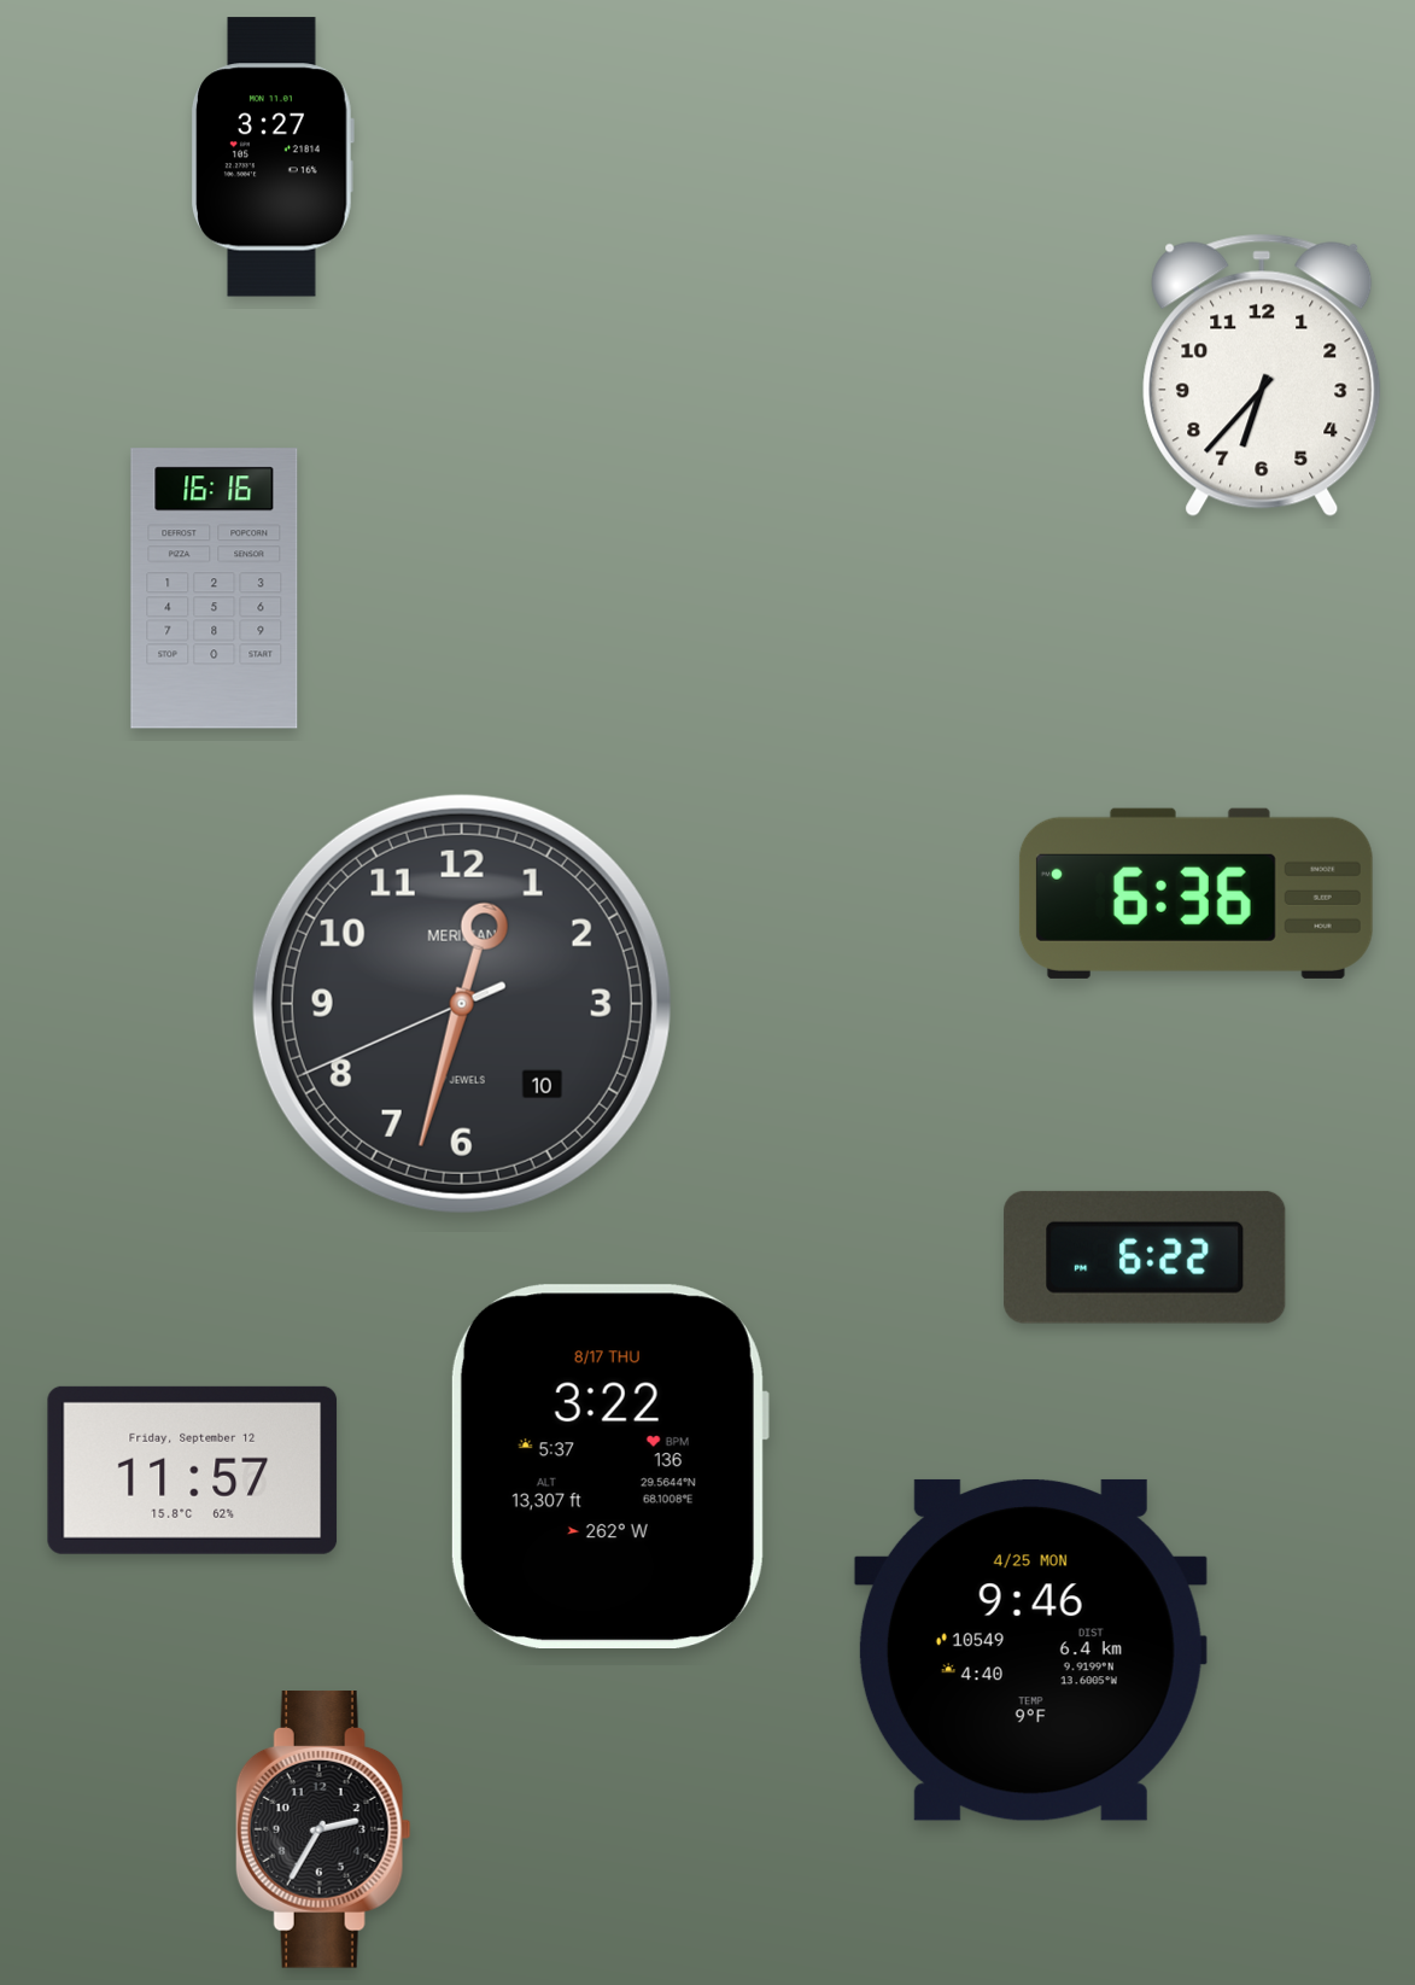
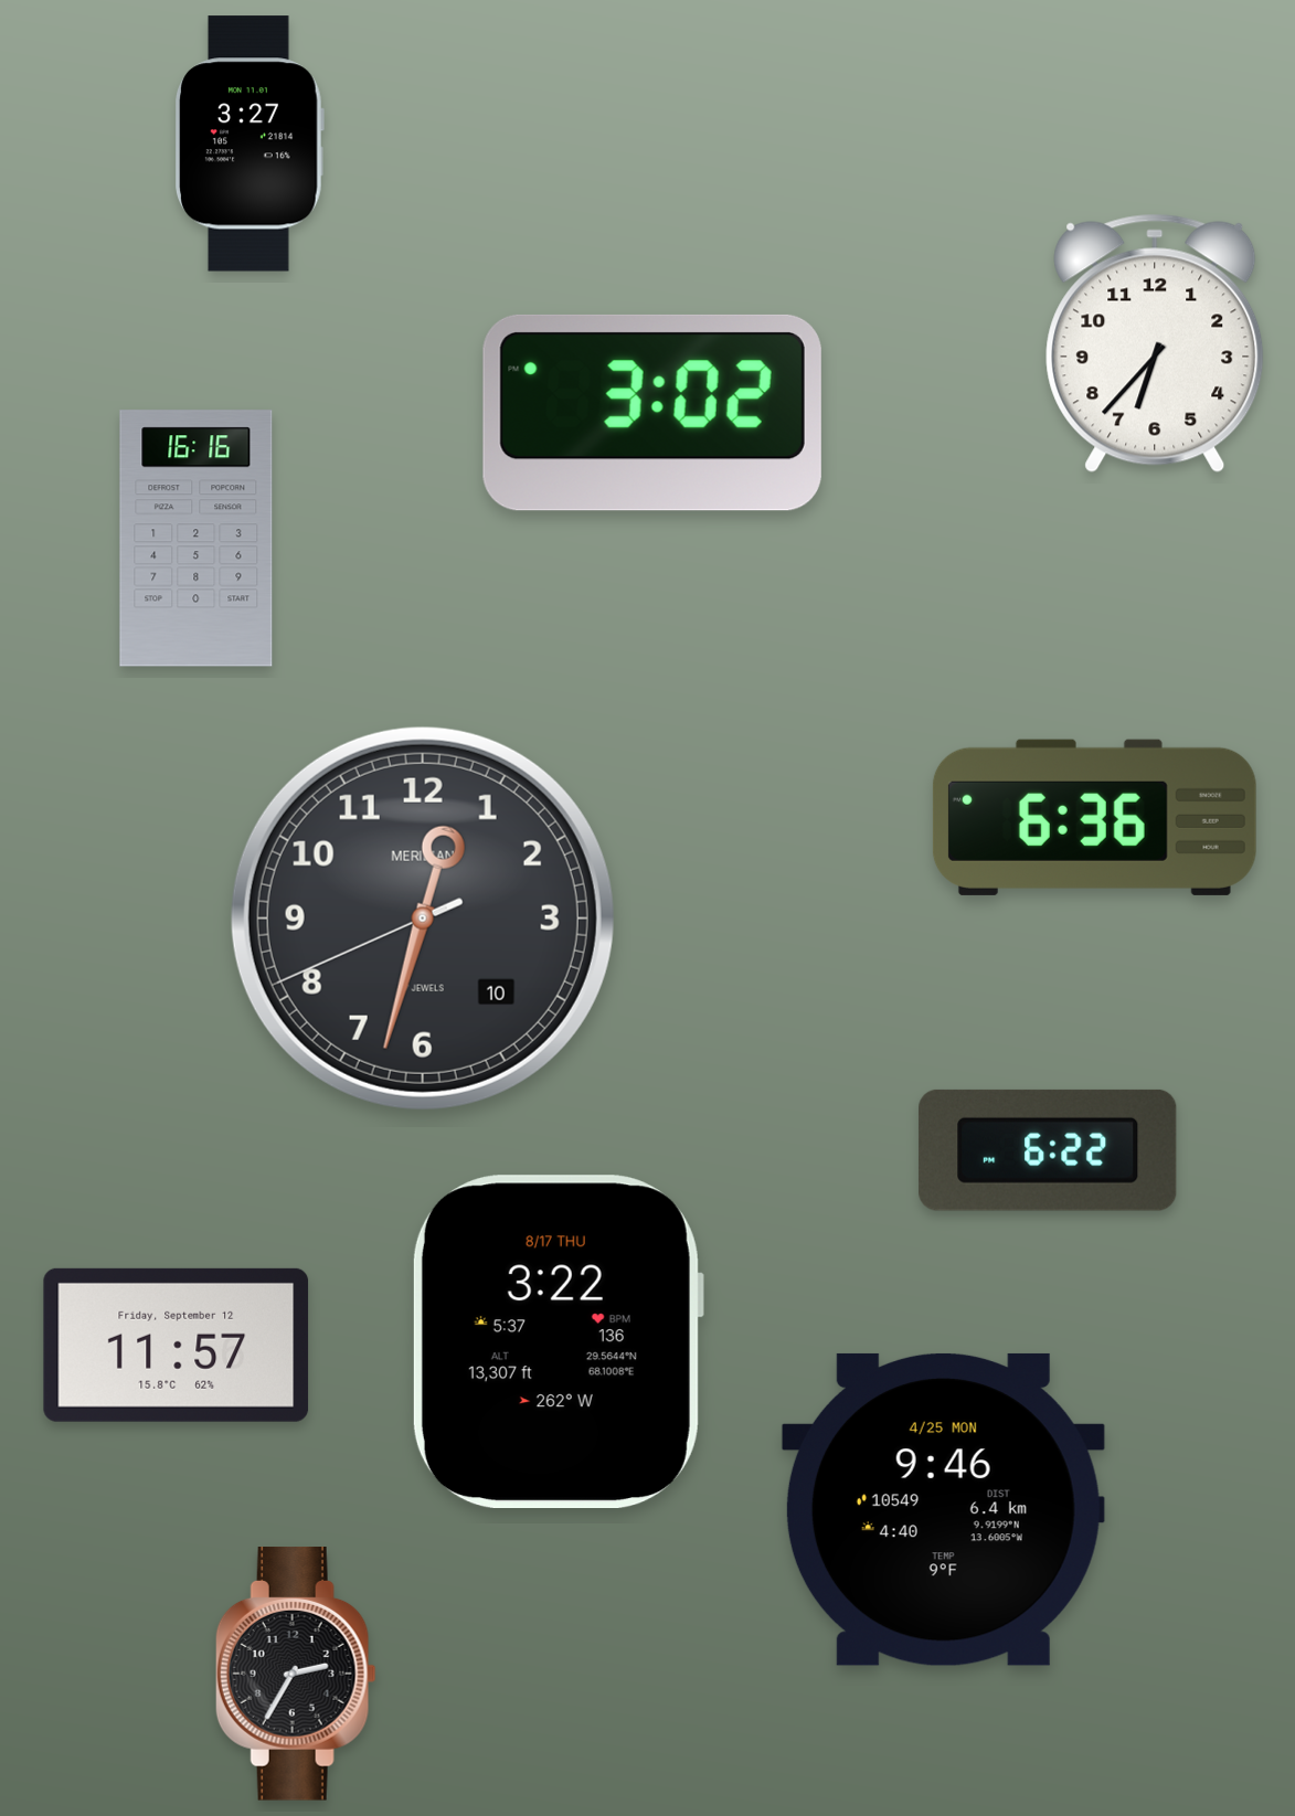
clock at (652, 413): none -> 3:02
